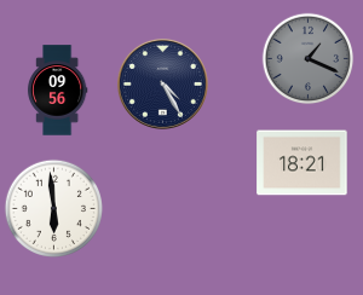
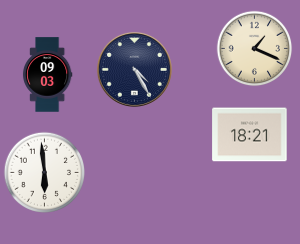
clock at (309, 59) dial: grey -> cream
clock at (57, 91): 09:56 -> 09:03
